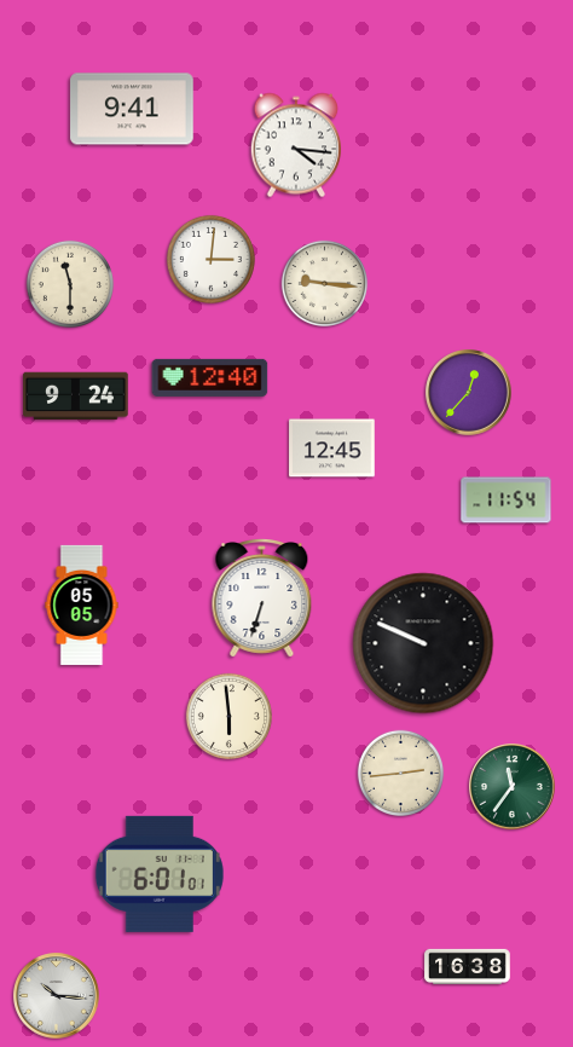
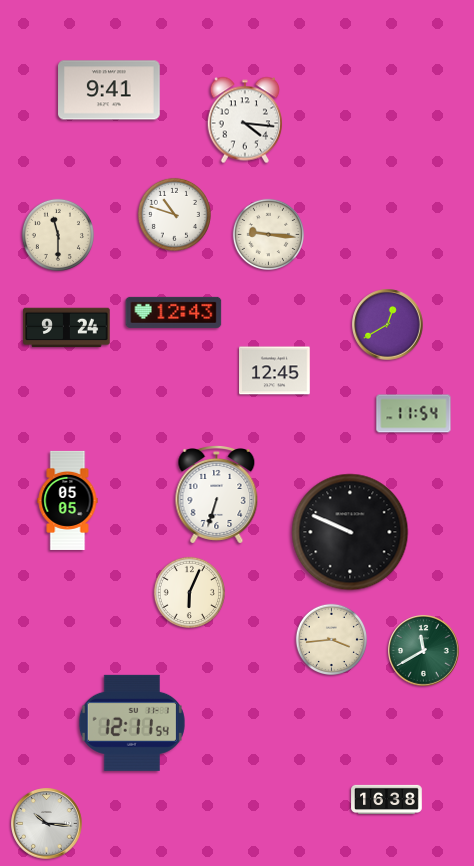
clock at (210, 259): 3:01 -> 10:48
clock at (210, 377): 12:40 -> 12:43
clock at (469, 393): 12:37 -> 12:40
clock at (76, 397) position: (76, 397) -> (67, 328)
clock at (507, 501) position: (507, 501) -> (414, 414)
clock at (228, 716): 5:59 -> 6:04
clock at (400, 773): 2:44 -> 3:44
clock at (513, 787): 11:36 -> 11:40
clock at (160, 874): 6:01 -> 12:11
